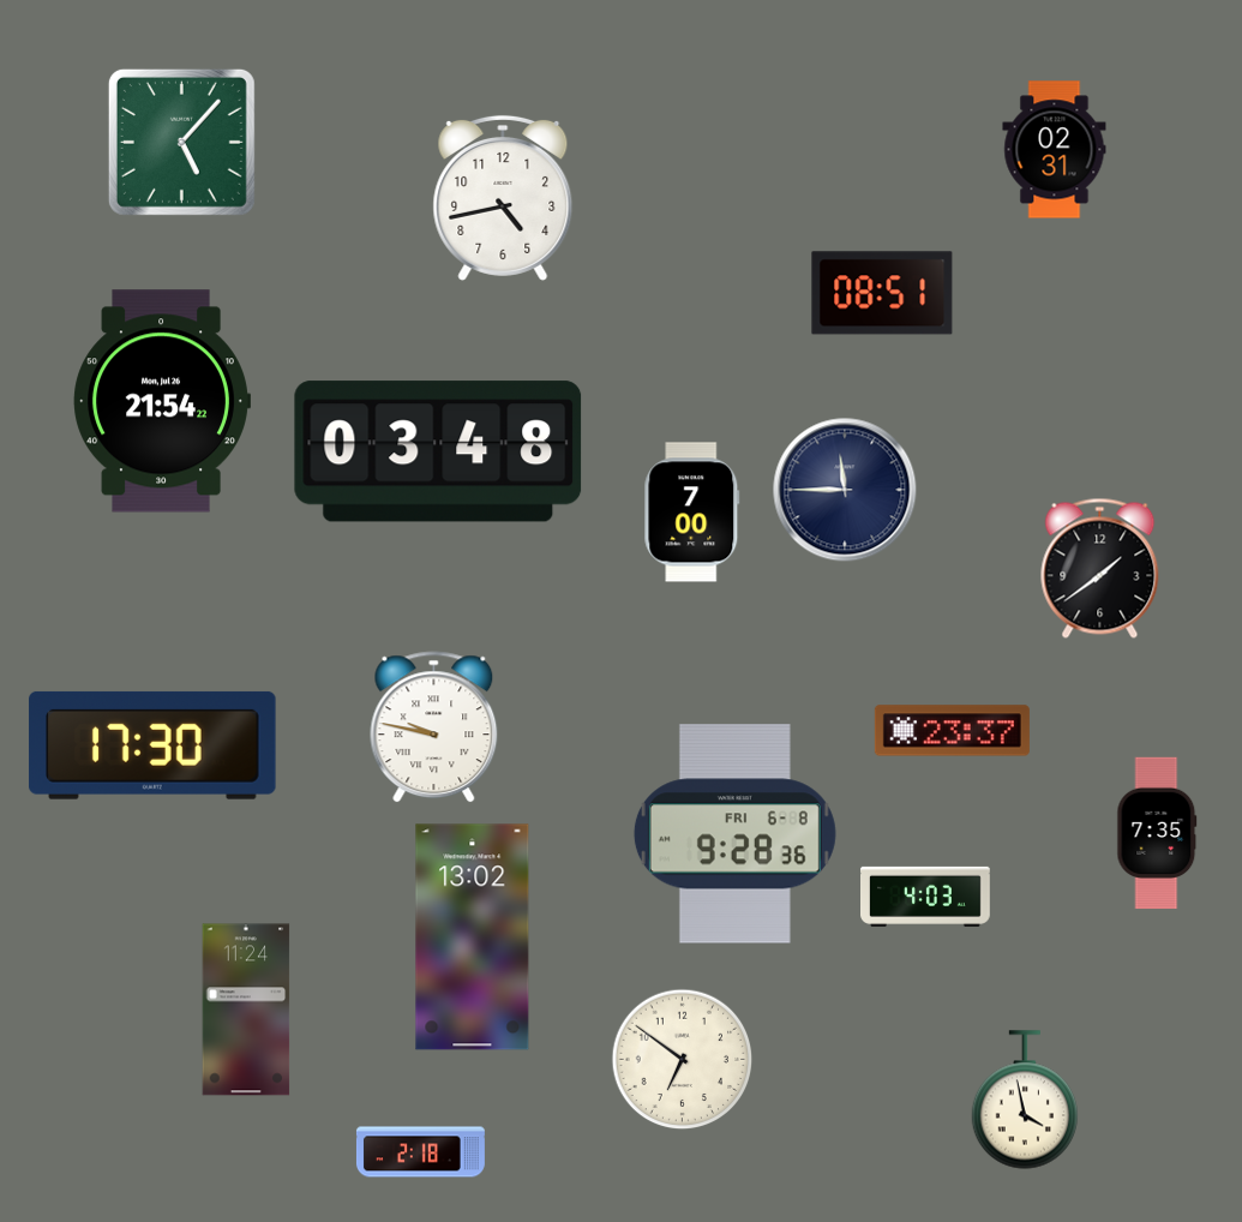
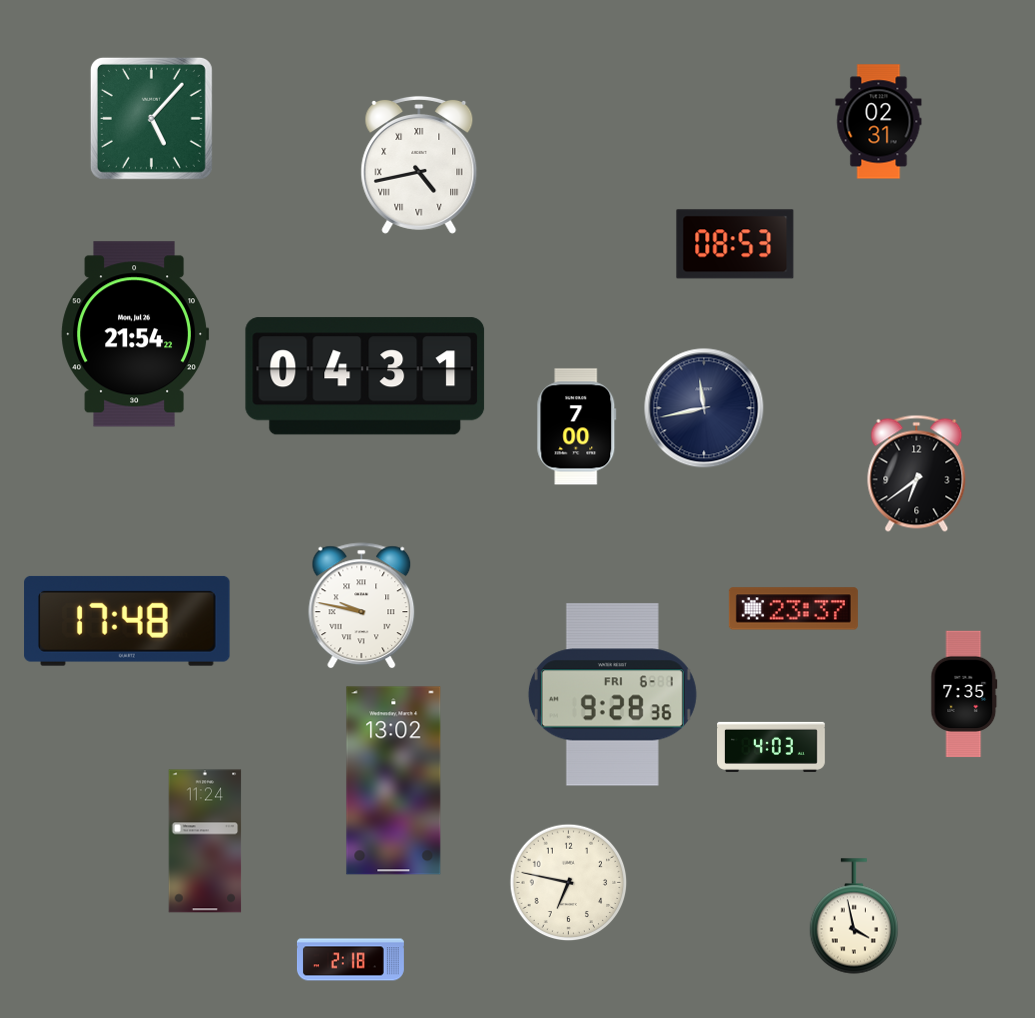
clock at (1055, 150) position: (1055, 150) -> (879, 122)
clock at (503, 198) numerals: Arabic -> Roman
clock at (882, 293): 08:51 -> 08:53
clock at (438, 451): 03:48 -> 04:31
clock at (845, 490): 11:45 -> 11:43
clock at (1100, 568): 1:39 -> 6:39
clock at (152, 745): 17:30 -> 17:48
clock at (734, 834) date: FRI 6-8 -> FRI 6-1
clock at (683, 1060): 6:51 -> 6:47
